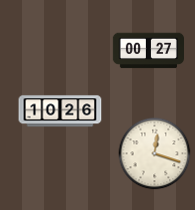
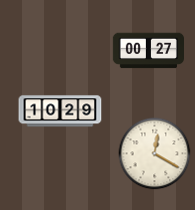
clock at (60, 111): 10:26 -> 10:29
clock at (155, 154): 12:18 -> 12:20
